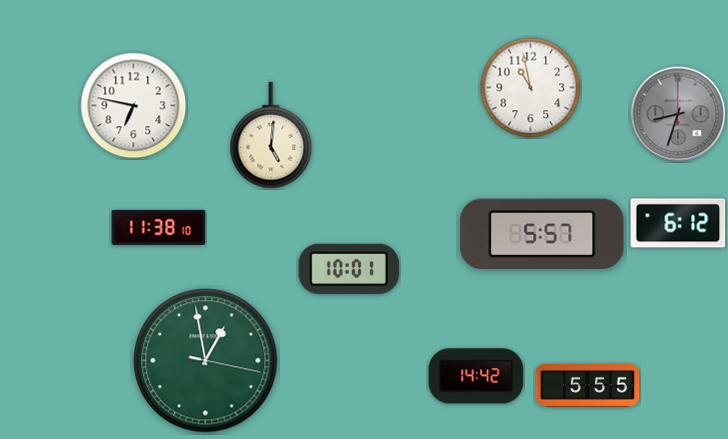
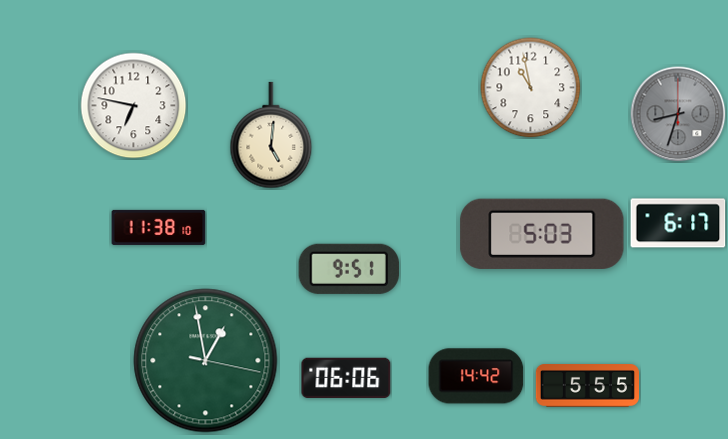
clock at (678, 223): 6:12 -> 6:17
clock at (542, 234): 5:57 -> 5:03
clock at (349, 269): 10:01 -> 9:51
clock at (346, 377): none -> 06:06
